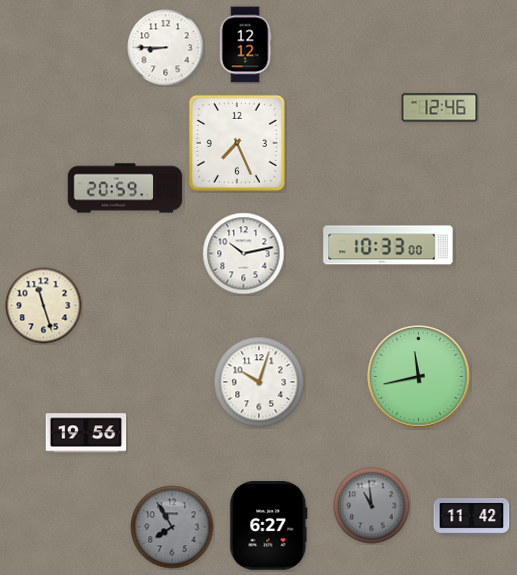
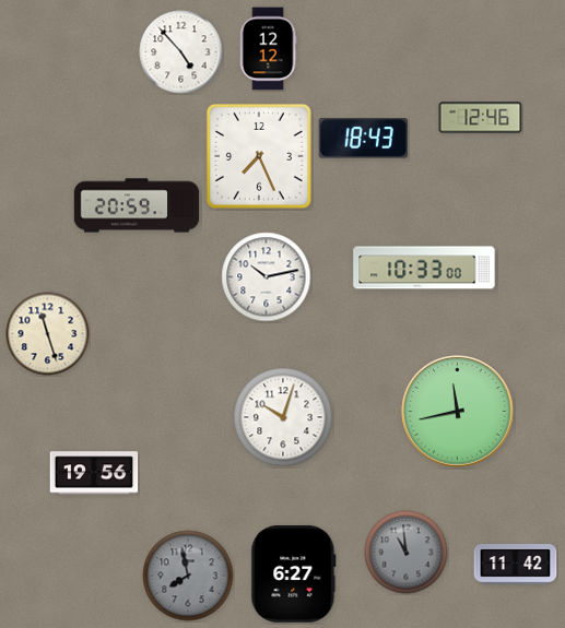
clock at (166, 48): 8:45 -> 4:53
clock at (363, 139): none -> 18:43
clock at (172, 527): 7:55 -> 7:58
